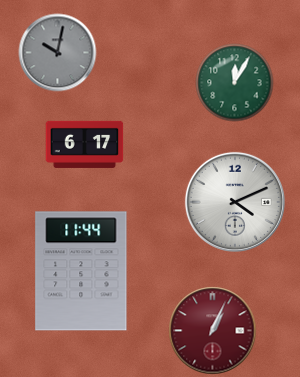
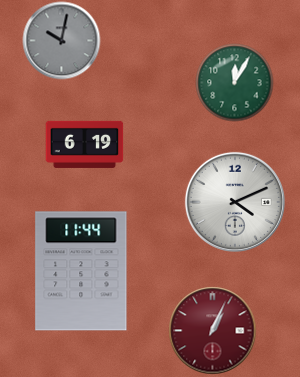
clock at (57, 52) position: (57, 52) -> (61, 40)
clock at (84, 144): 6:17 -> 6:19
